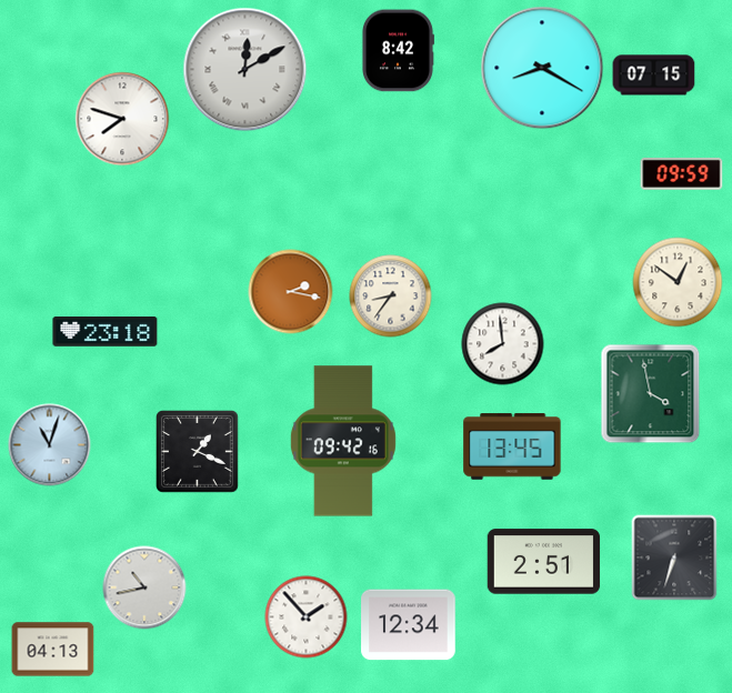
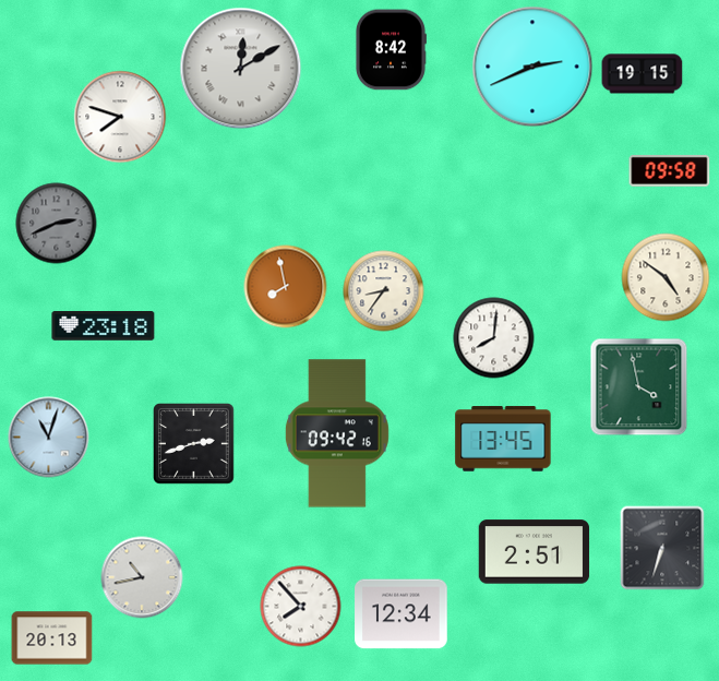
clock at (542, 68): 8:20 -> 2:41
clock at (654, 76): 07:15 -> 19:15
clock at (682, 173): 09:59 -> 09:58
clock at (57, 224): none -> 2:41
clock at (678, 282): 12:51 -> 4:51
clock at (291, 292): 2:17 -> 7:58
clock at (503, 344): 7:59 -> 8:01
clock at (198, 452): 1:19 -> 2:42
clock at (307, 617): 1:53 -> 7:53
clock at (53, 650): 04:13 -> 20:13
